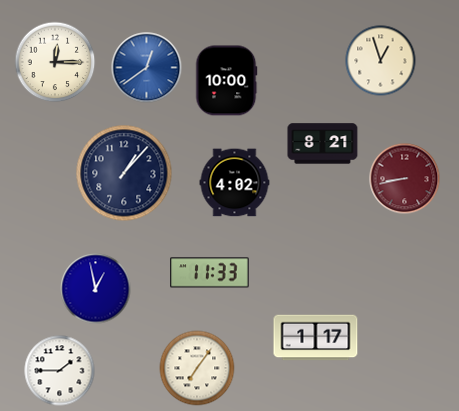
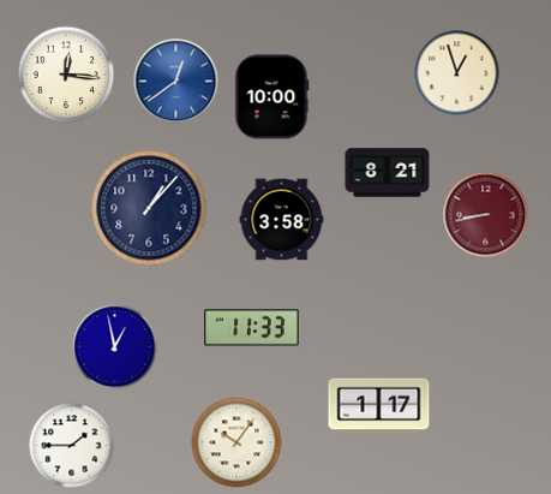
clock at (55, 62): 12:15 -> 12:16
clock at (235, 183): 4:02 -> 3:58
clock at (197, 368): 7:06 -> 10:06
